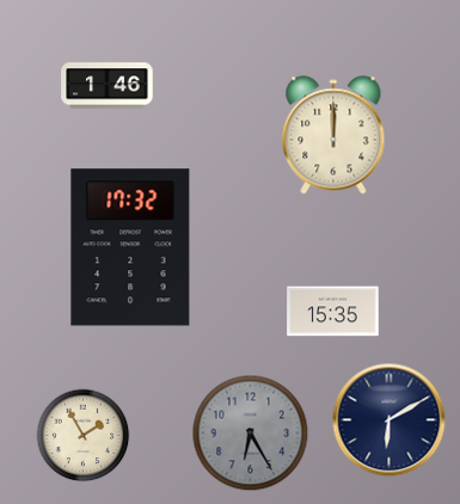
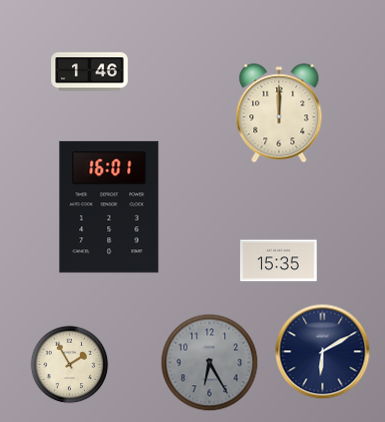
clock at (130, 247): 17:32 -> 16:01
clock at (388, 419) position: (388, 419) -> (322, 351)
